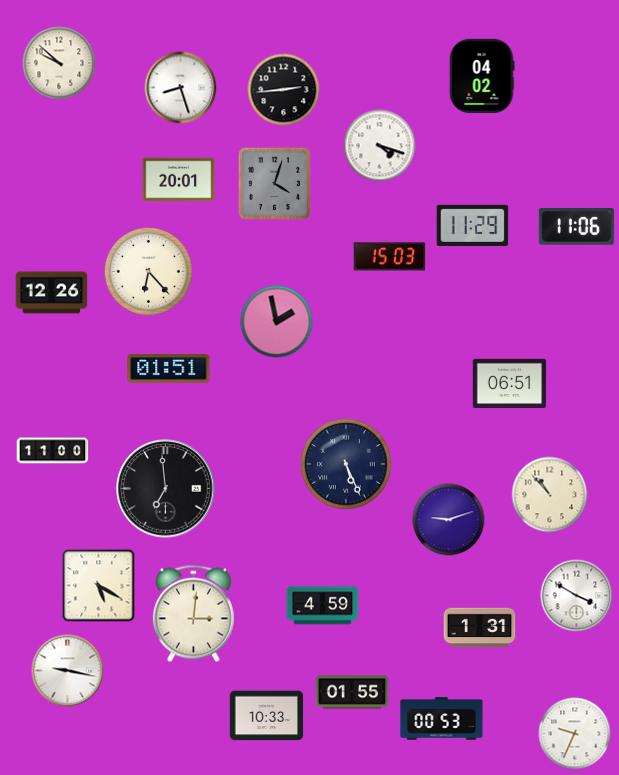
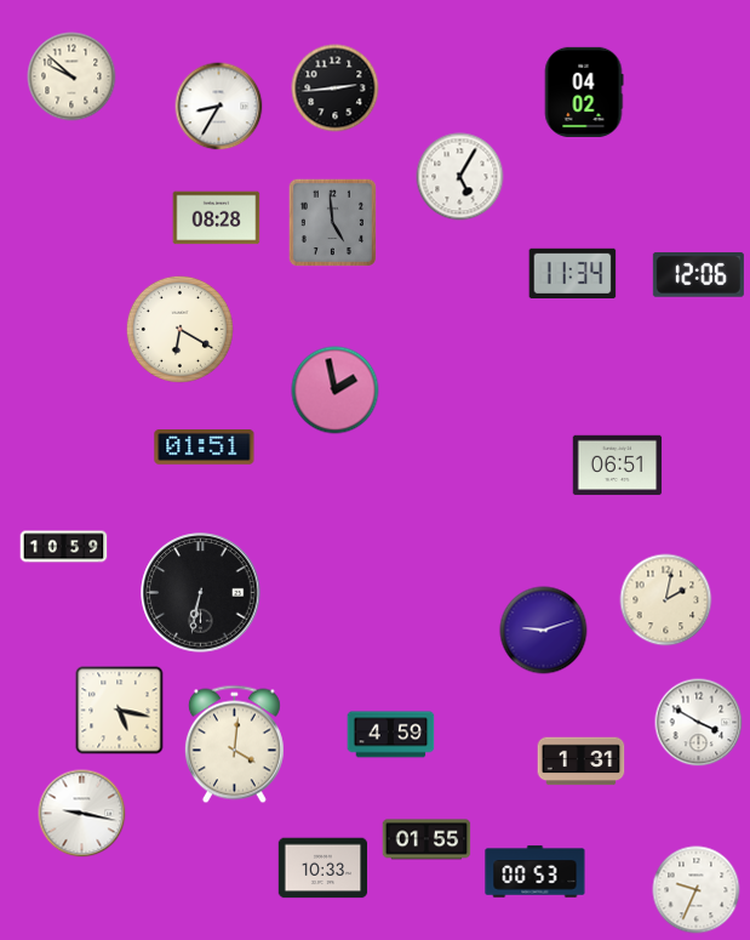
clock at (181, 88): 8:27 -> 8:35
clock at (284, 90) position: (284, 90) -> (336, 89)
clock at (380, 146): 4:18 -> 5:05
clock at (179, 180): 20:01 -> 08:28
clock at (274, 183): 4:03 -> 4:59
clock at (473, 225): 11:29 -> 11:34
clock at (576, 227): 11:06 -> 12:06
clock at (390, 257): 15:03 -> none
clock at (148, 271): 6:23 -> 6:20
clock at (52, 293): 12:26 -> none
clock at (53, 451): 11:00 -> 10:59
clock at (347, 465): 5:26 -> none
clock at (166, 489): 6:59 -> 6:32
clock at (550, 495): 10:53 -> 2:02
clock at (99, 586): 5:20 -> 5:17
clock at (193, 614): 3:01 -> 4:01
